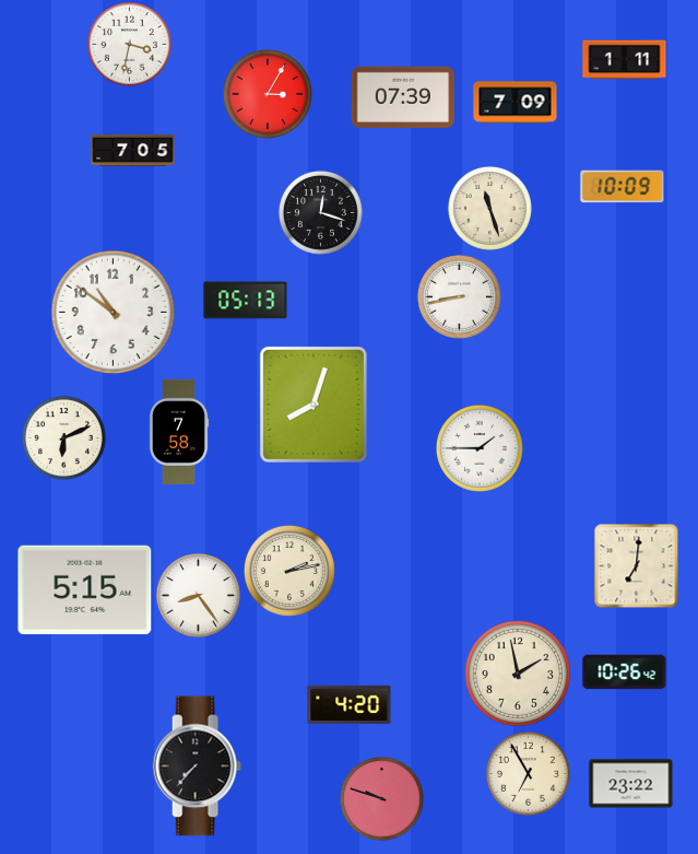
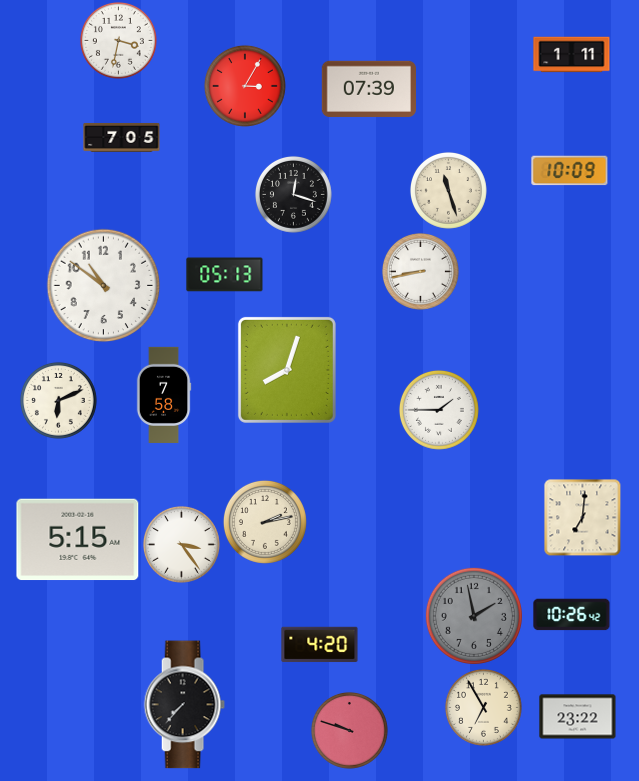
clock at (516, 103): 7:09 -> none
clock at (198, 595): 8:24 -> 3:24
clock at (518, 674) dial: cream -> grey
clock at (197, 767) position: (197, 767) -> (184, 705)
